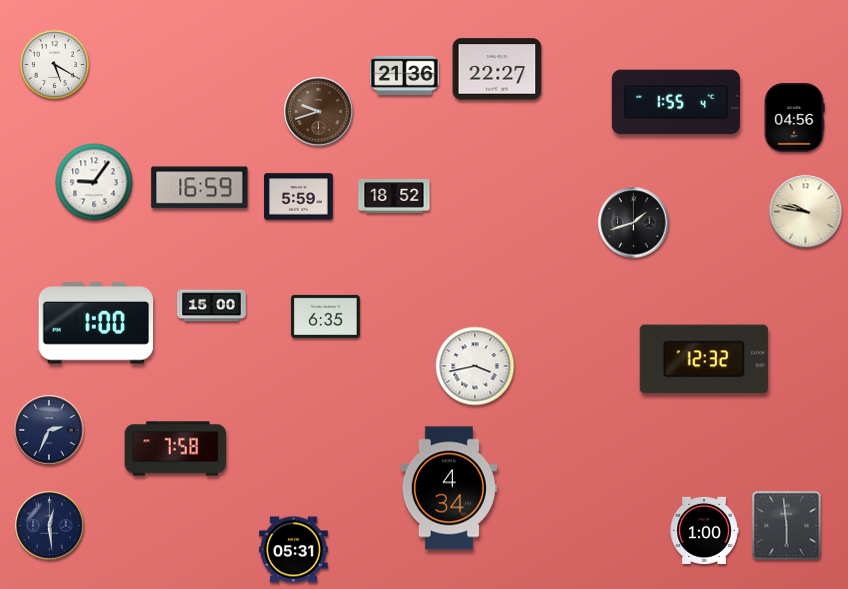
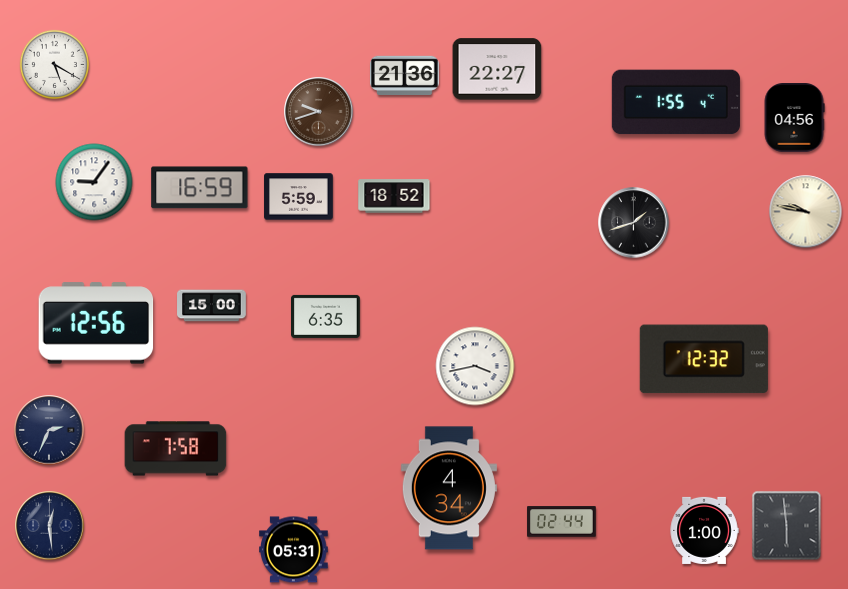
clock at (96, 323): 1:00 -> 12:56
clock at (562, 522): none -> 02:44
